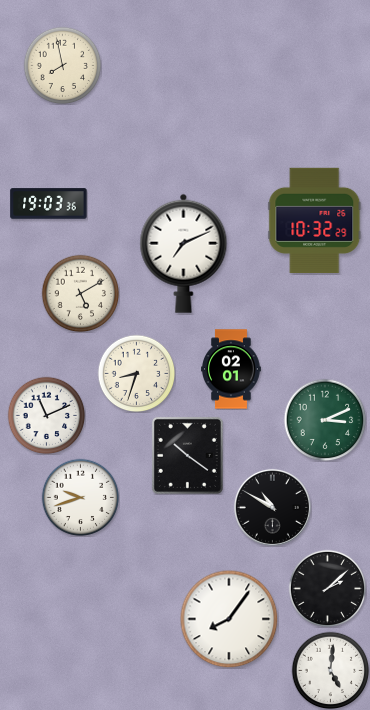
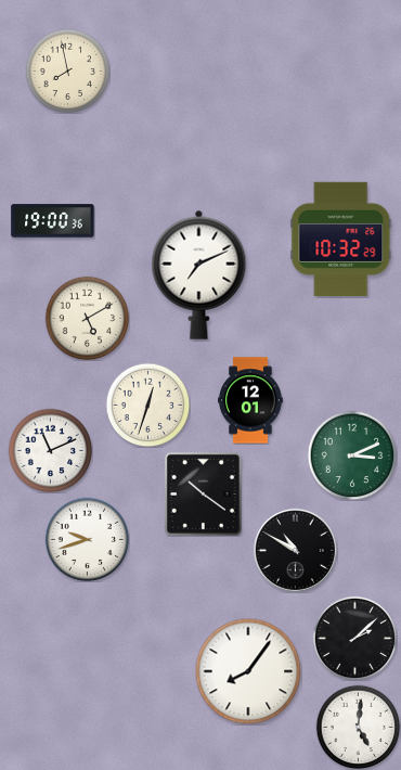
clock at (49, 204): 19:03 -> 19:00
clock at (232, 369): 02:01 -> 12:01
clock at (136, 373): 8:33 -> 12:33
